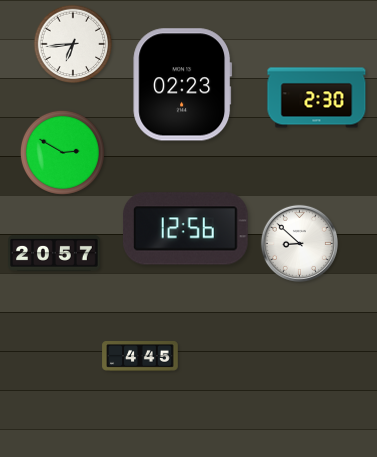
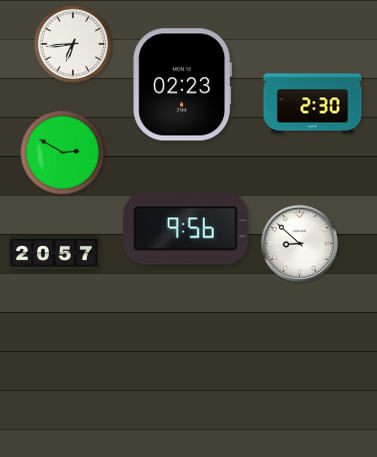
clock at (317, 98) position: (317, 98) -> (313, 104)
clock at (185, 229): 12:56 -> 9:56
clock at (140, 357): 4:45 -> none
